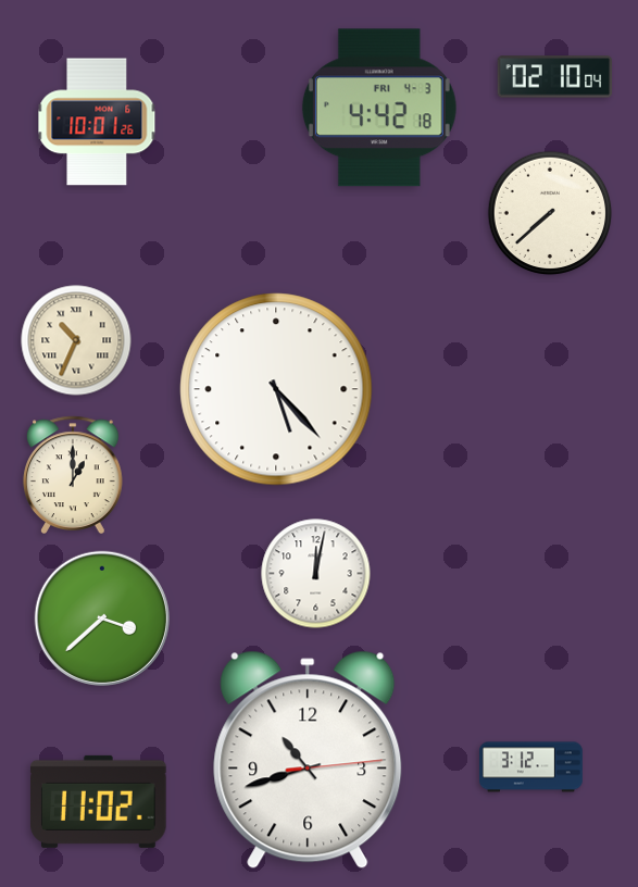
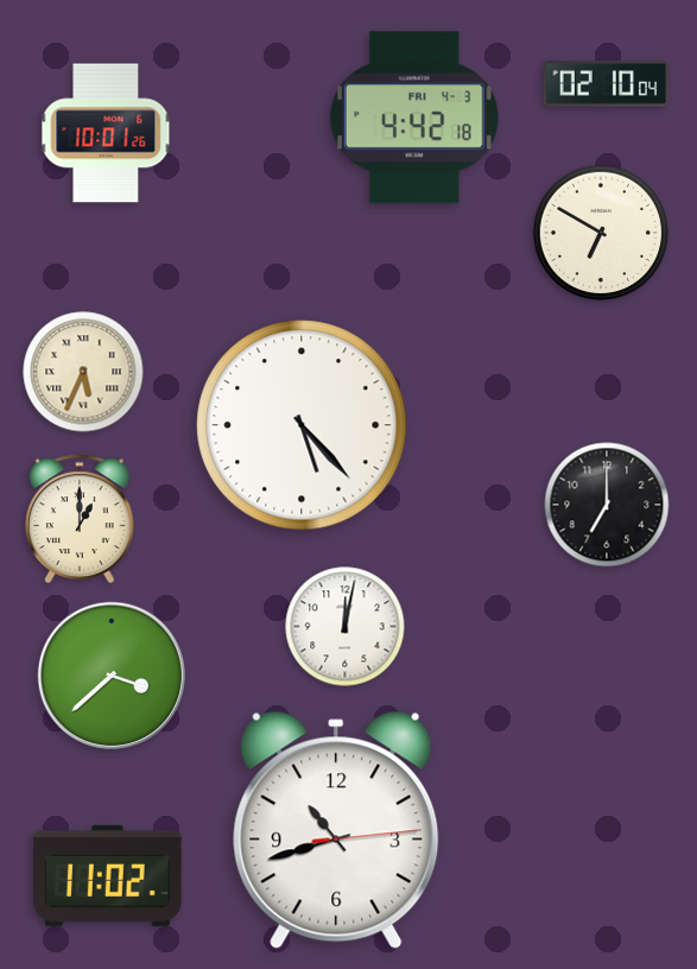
clock at (550, 213): 7:38 -> 6:50
clock at (76, 340): 10:34 -> 5:34
clock at (607, 505): none -> 7:00
clock at (531, 767): 3:12 -> none
